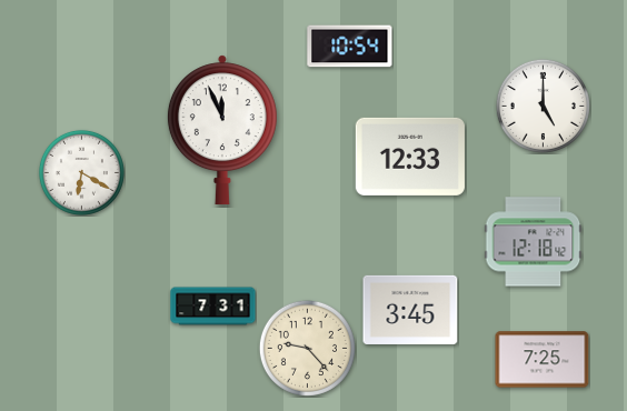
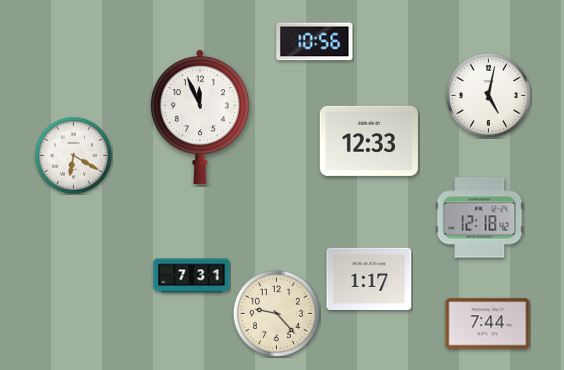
clock at (350, 47): 10:54 -> 10:56
clock at (543, 106): 5:00 -> 5:02
clock at (410, 310): 3:45 -> 1:17
clock at (543, 360): 7:25 -> 7:44
